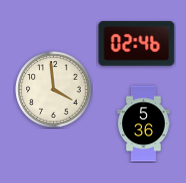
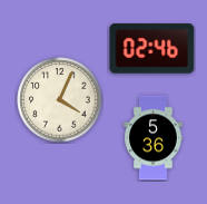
clock at (54, 90): 3:59 -> 4:04
clock at (144, 124) position: (144, 124) -> (154, 138)
